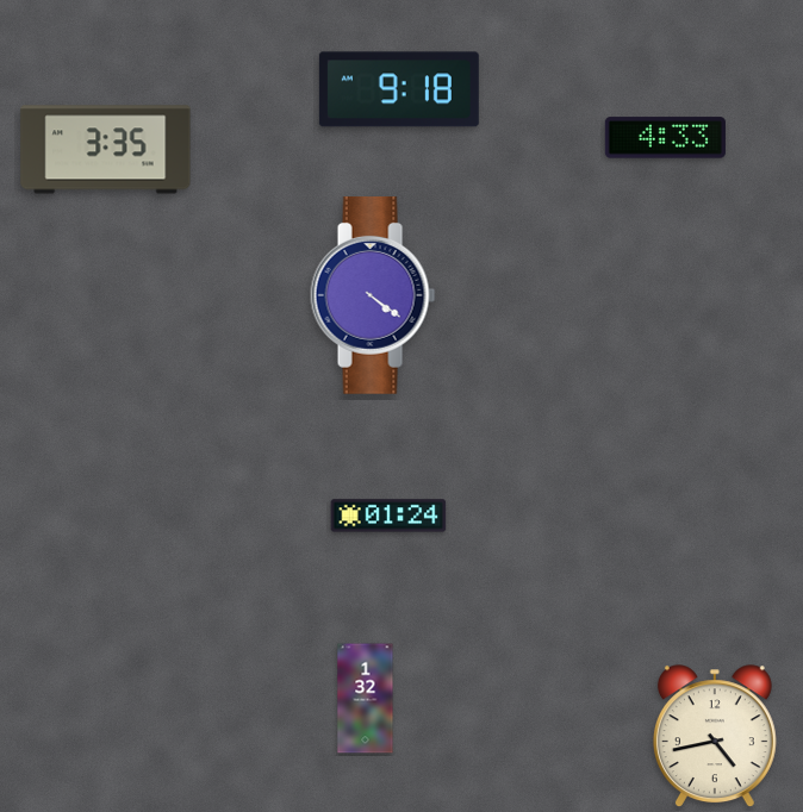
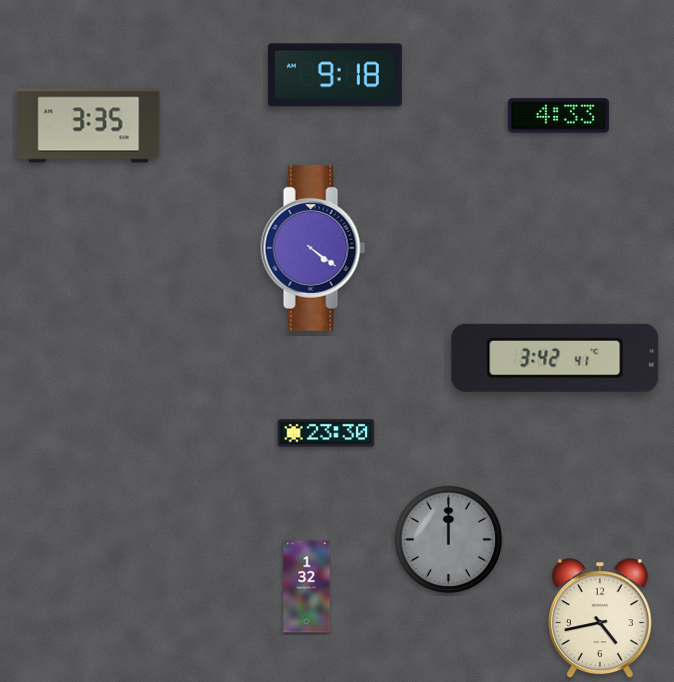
clock at (555, 358): none -> 3:42
clock at (388, 516): 01:24 -> 23:30
clock at (449, 540): none -> 12:00
